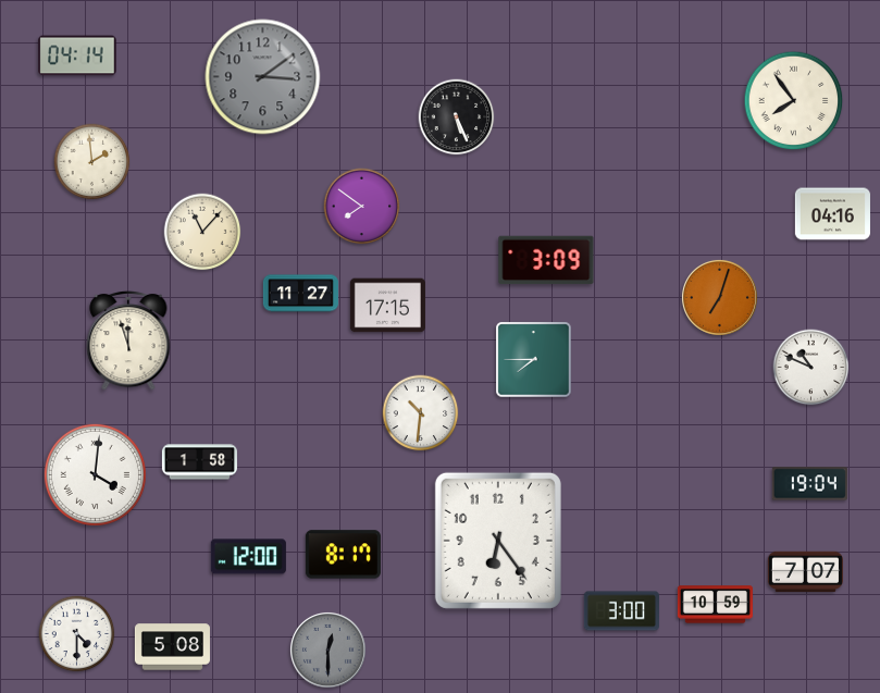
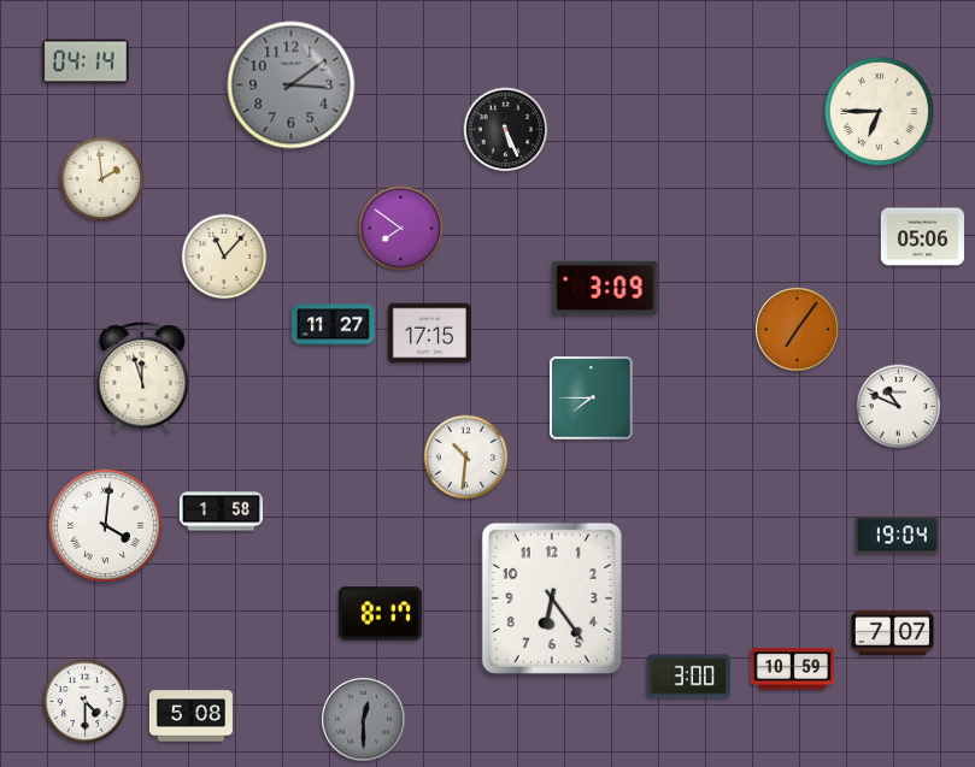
clock at (794, 101): 7:54 -> 6:45
clock at (832, 214): 04:16 -> 05:06
clock at (719, 297): 7:03 -> 7:06
clock at (387, 306) position: (387, 306) -> (429, 334)
clock at (248, 557): 12:00 -> none
